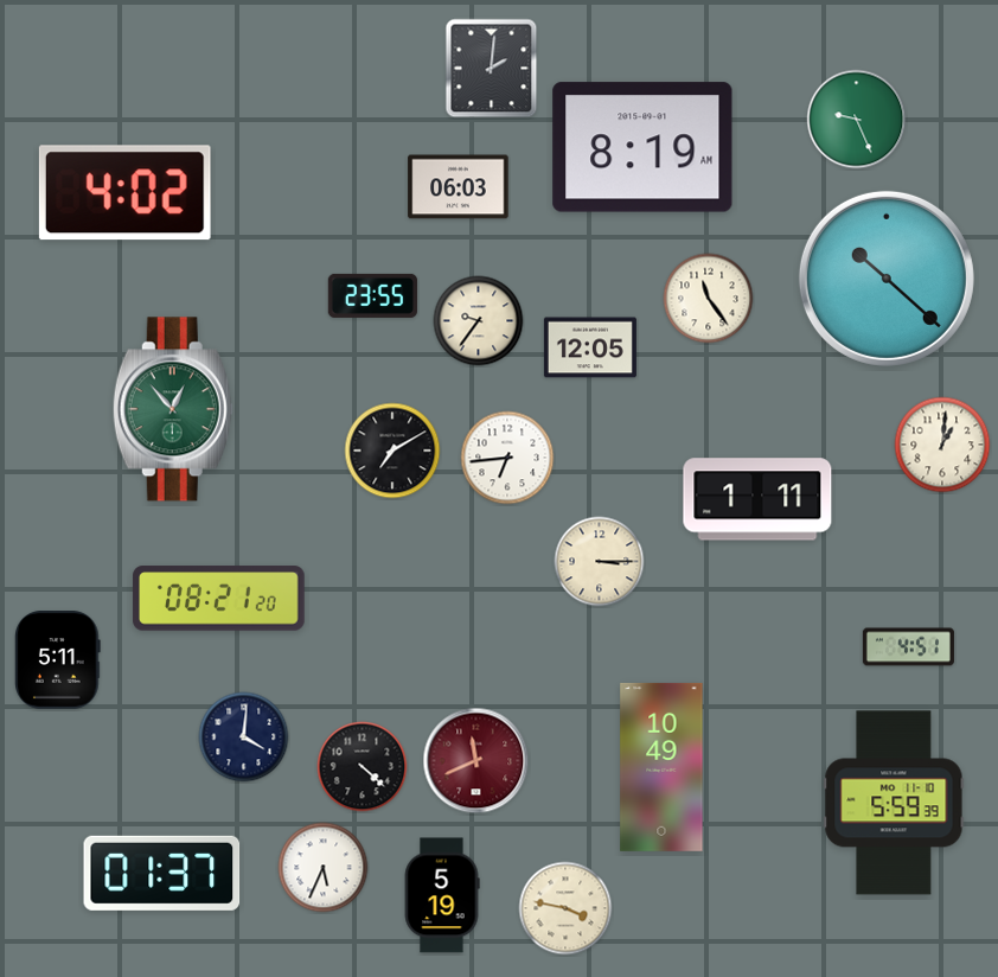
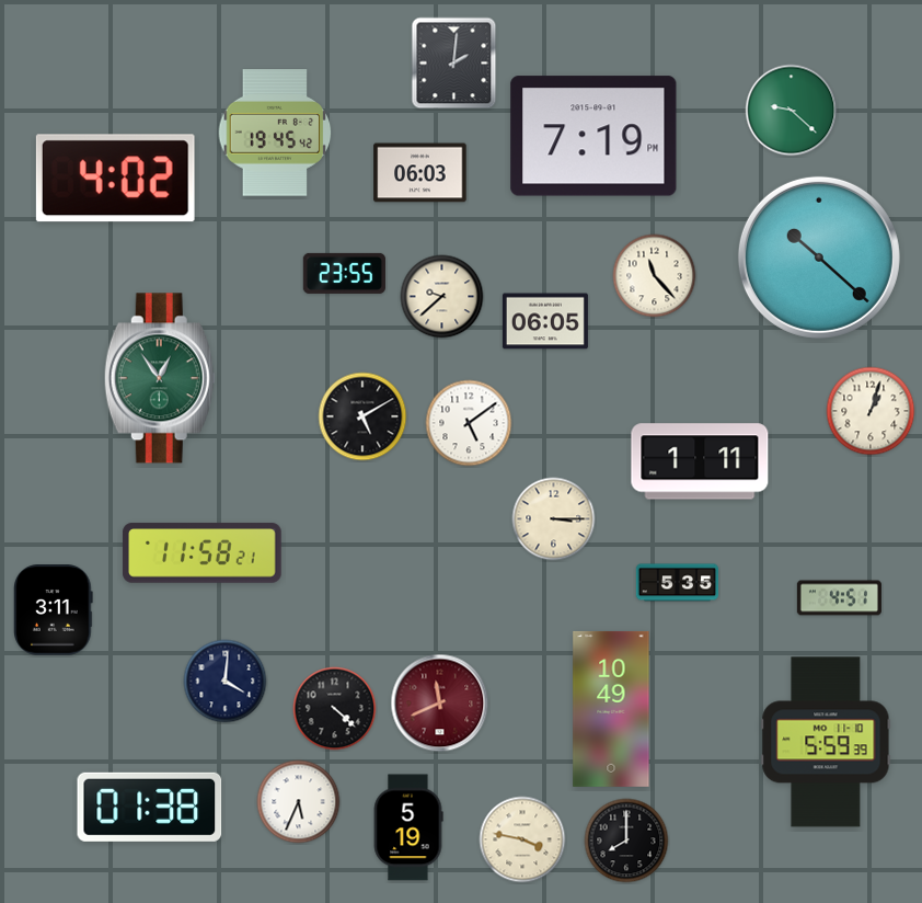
clock at (857, 120): 9:26 -> 9:22
clock at (275, 133): none -> 19:45
clock at (642, 147): 8:19 -> 7:19
clock at (459, 187) position: (459, 187) -> (420, 173)
clock at (709, 299): 11:24 -> 11:23
clock at (479, 321): 9:36 -> 9:38
clock at (590, 347): 12:05 -> 06:05
clock at (173, 409): 12:53 -> 12:54
clock at (942, 445): 1:01 -> 1:03
clock at (392, 451): 7:10 -> 5:10
clock at (507, 458): 6:44 -> 5:09
clock at (219, 599): 08:21 -> 11:58
clock at (677, 583): none -> 5:35
clock at (58, 660): 5:11 -> 3:11
clock at (162, 873): 01:37 -> 01:38
clock at (626, 841): none -> 8:00
